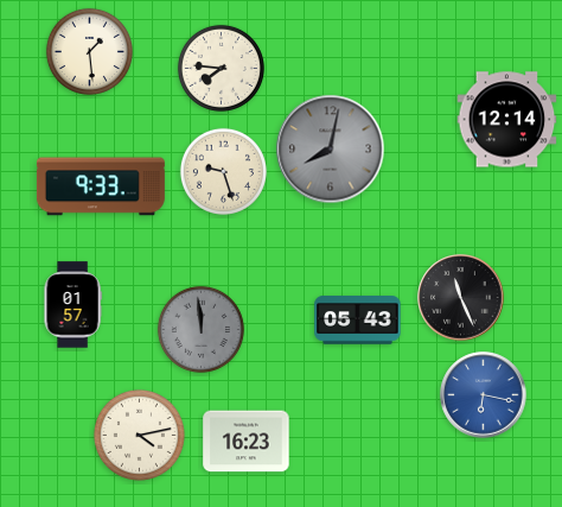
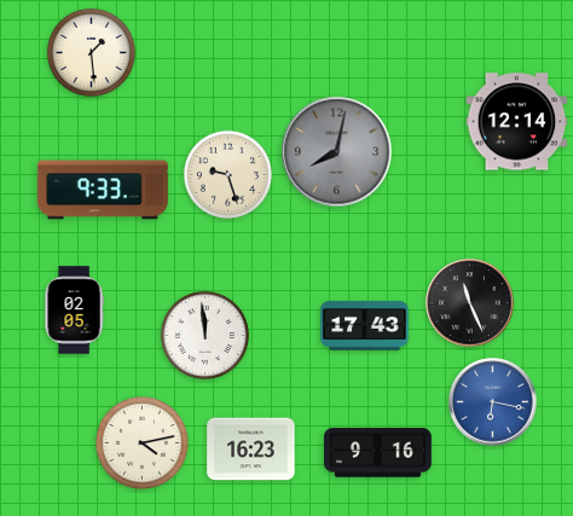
clock at (221, 68): 7:46 -> none
clock at (72, 305): 01:57 -> 02:05
clock at (358, 321): 05:43 -> 17:43
clock at (200, 329) dial: grey -> white
clock at (377, 453): none -> 9:16
